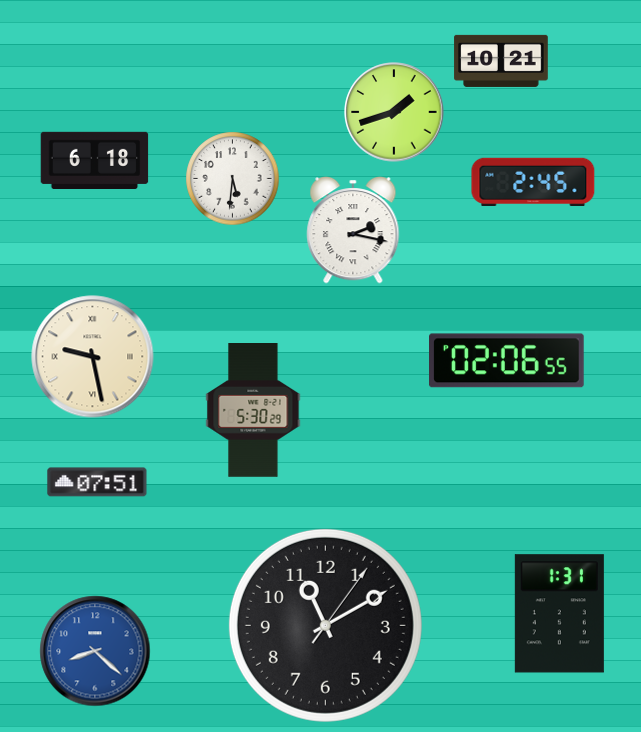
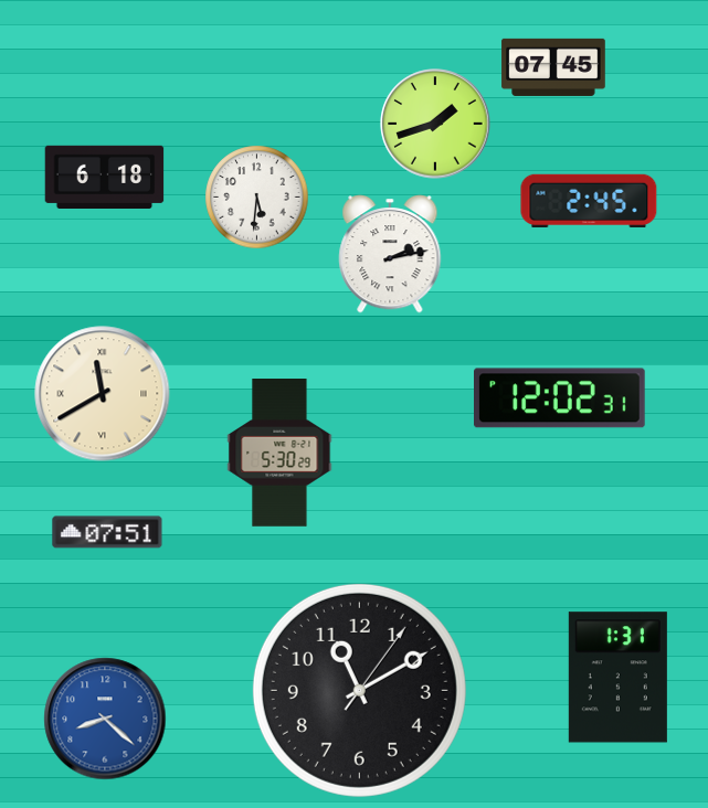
clock at (501, 61): 10:21 -> 07:45
clock at (353, 231): 2:17 -> 2:13
clock at (93, 357): 9:28 -> 11:40
clock at (507, 361): 02:06 -> 12:02
